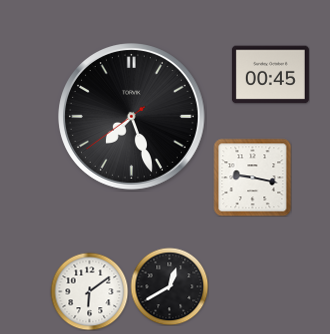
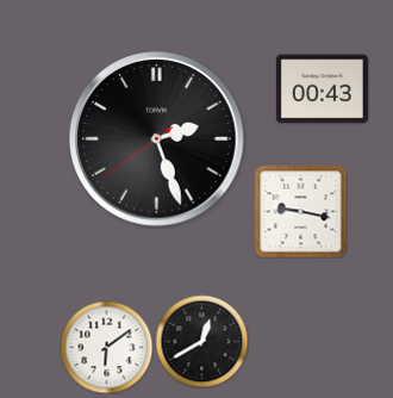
clock at (270, 75): 00:45 -> 00:43
clock at (132, 117): 7:26 -> 2:26
